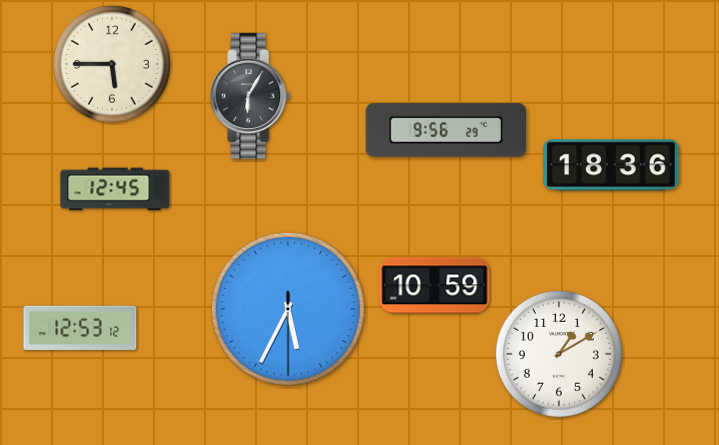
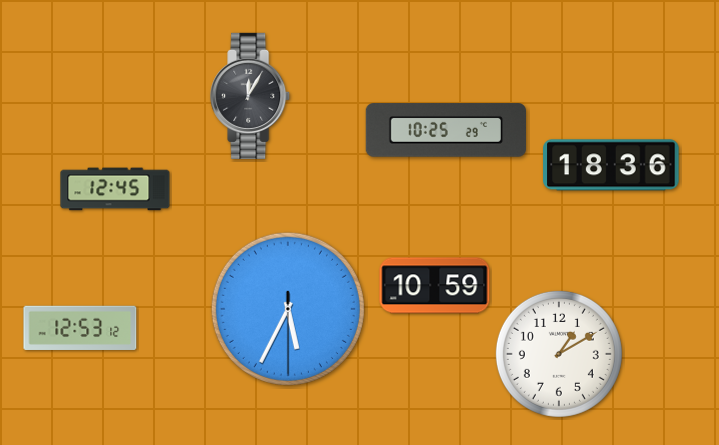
clock at (112, 64): 5:45 -> none
clock at (251, 96): 6:05 -> 12:05
clock at (445, 130): 9:56 -> 10:25
